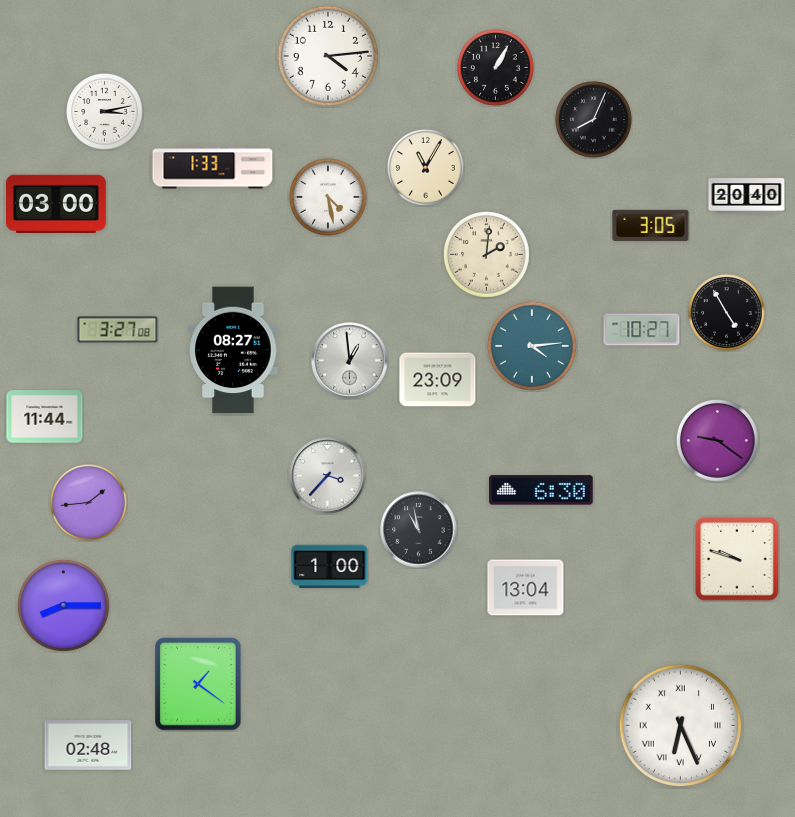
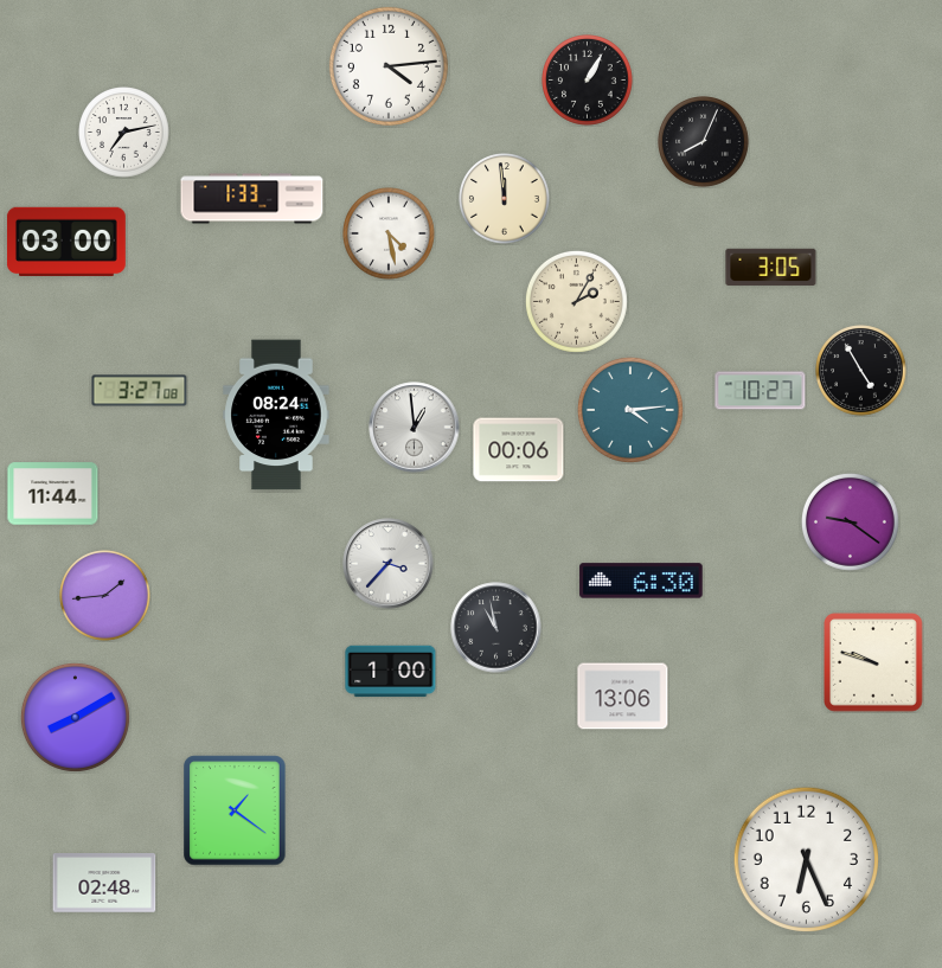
clock at (105, 112): 3:13 -> 7:13
clock at (426, 168): 11:05 -> 11:59
clock at (747, 196): 20:40 -> none
clock at (486, 254): 2:01 -> 2:05
clock at (233, 350): 08:27 -> 08:24
clock at (438, 380): 23:09 -> 00:06
clock at (526, 588): 13:04 -> 13:06
clock at (63, 605): 8:15 -> 8:10
clock at (680, 725) numerals: Roman -> Arabic
